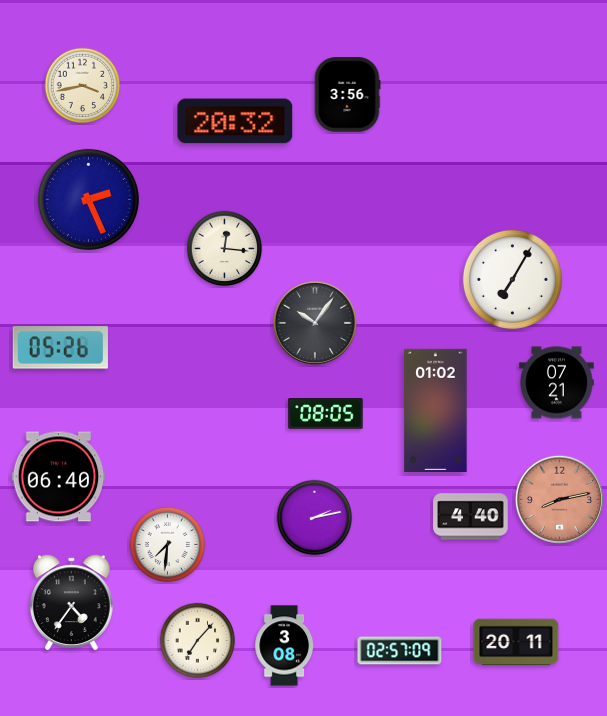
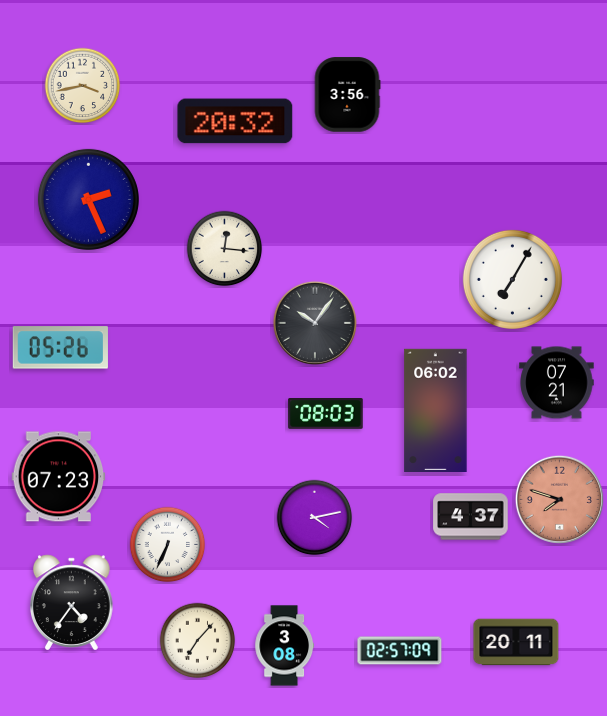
clock at (436, 410): 01:02 -> 06:02
clock at (326, 414): 08:05 -> 08:03
clock at (59, 477): 06:40 -> 07:23
clock at (559, 499): 8:13 -> 7:48
clock at (471, 517): 4:40 -> 4:37
clock at (315, 518): 2:13 -> 4:13
clock at (168, 545): 7:31 -> 6:34
